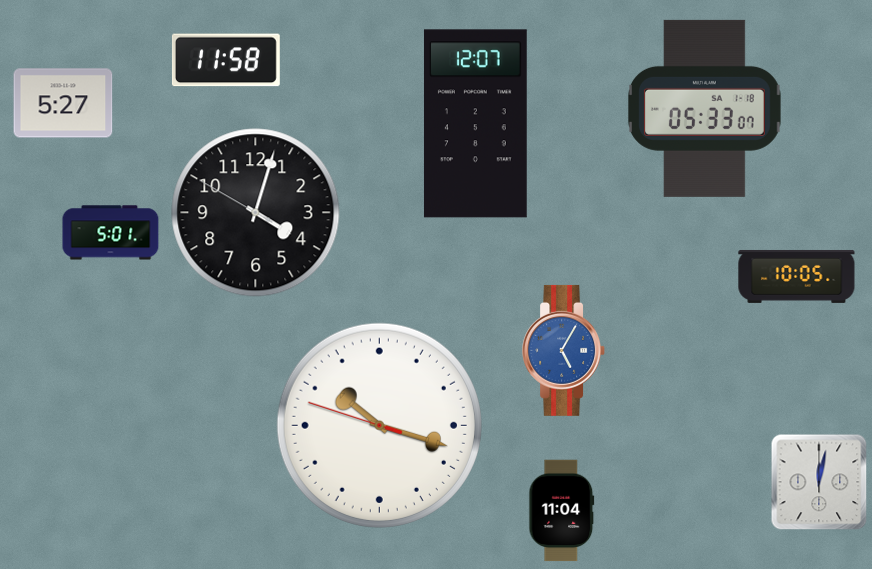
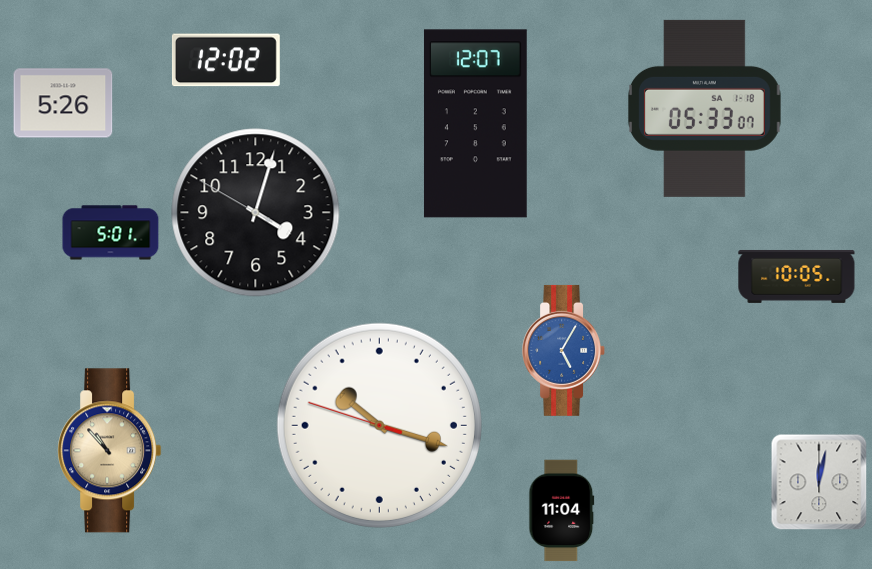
clock at (226, 60): 11:58 -> 12:02
clock at (63, 103): 5:27 -> 5:26
clock at (110, 451): none -> 10:53
